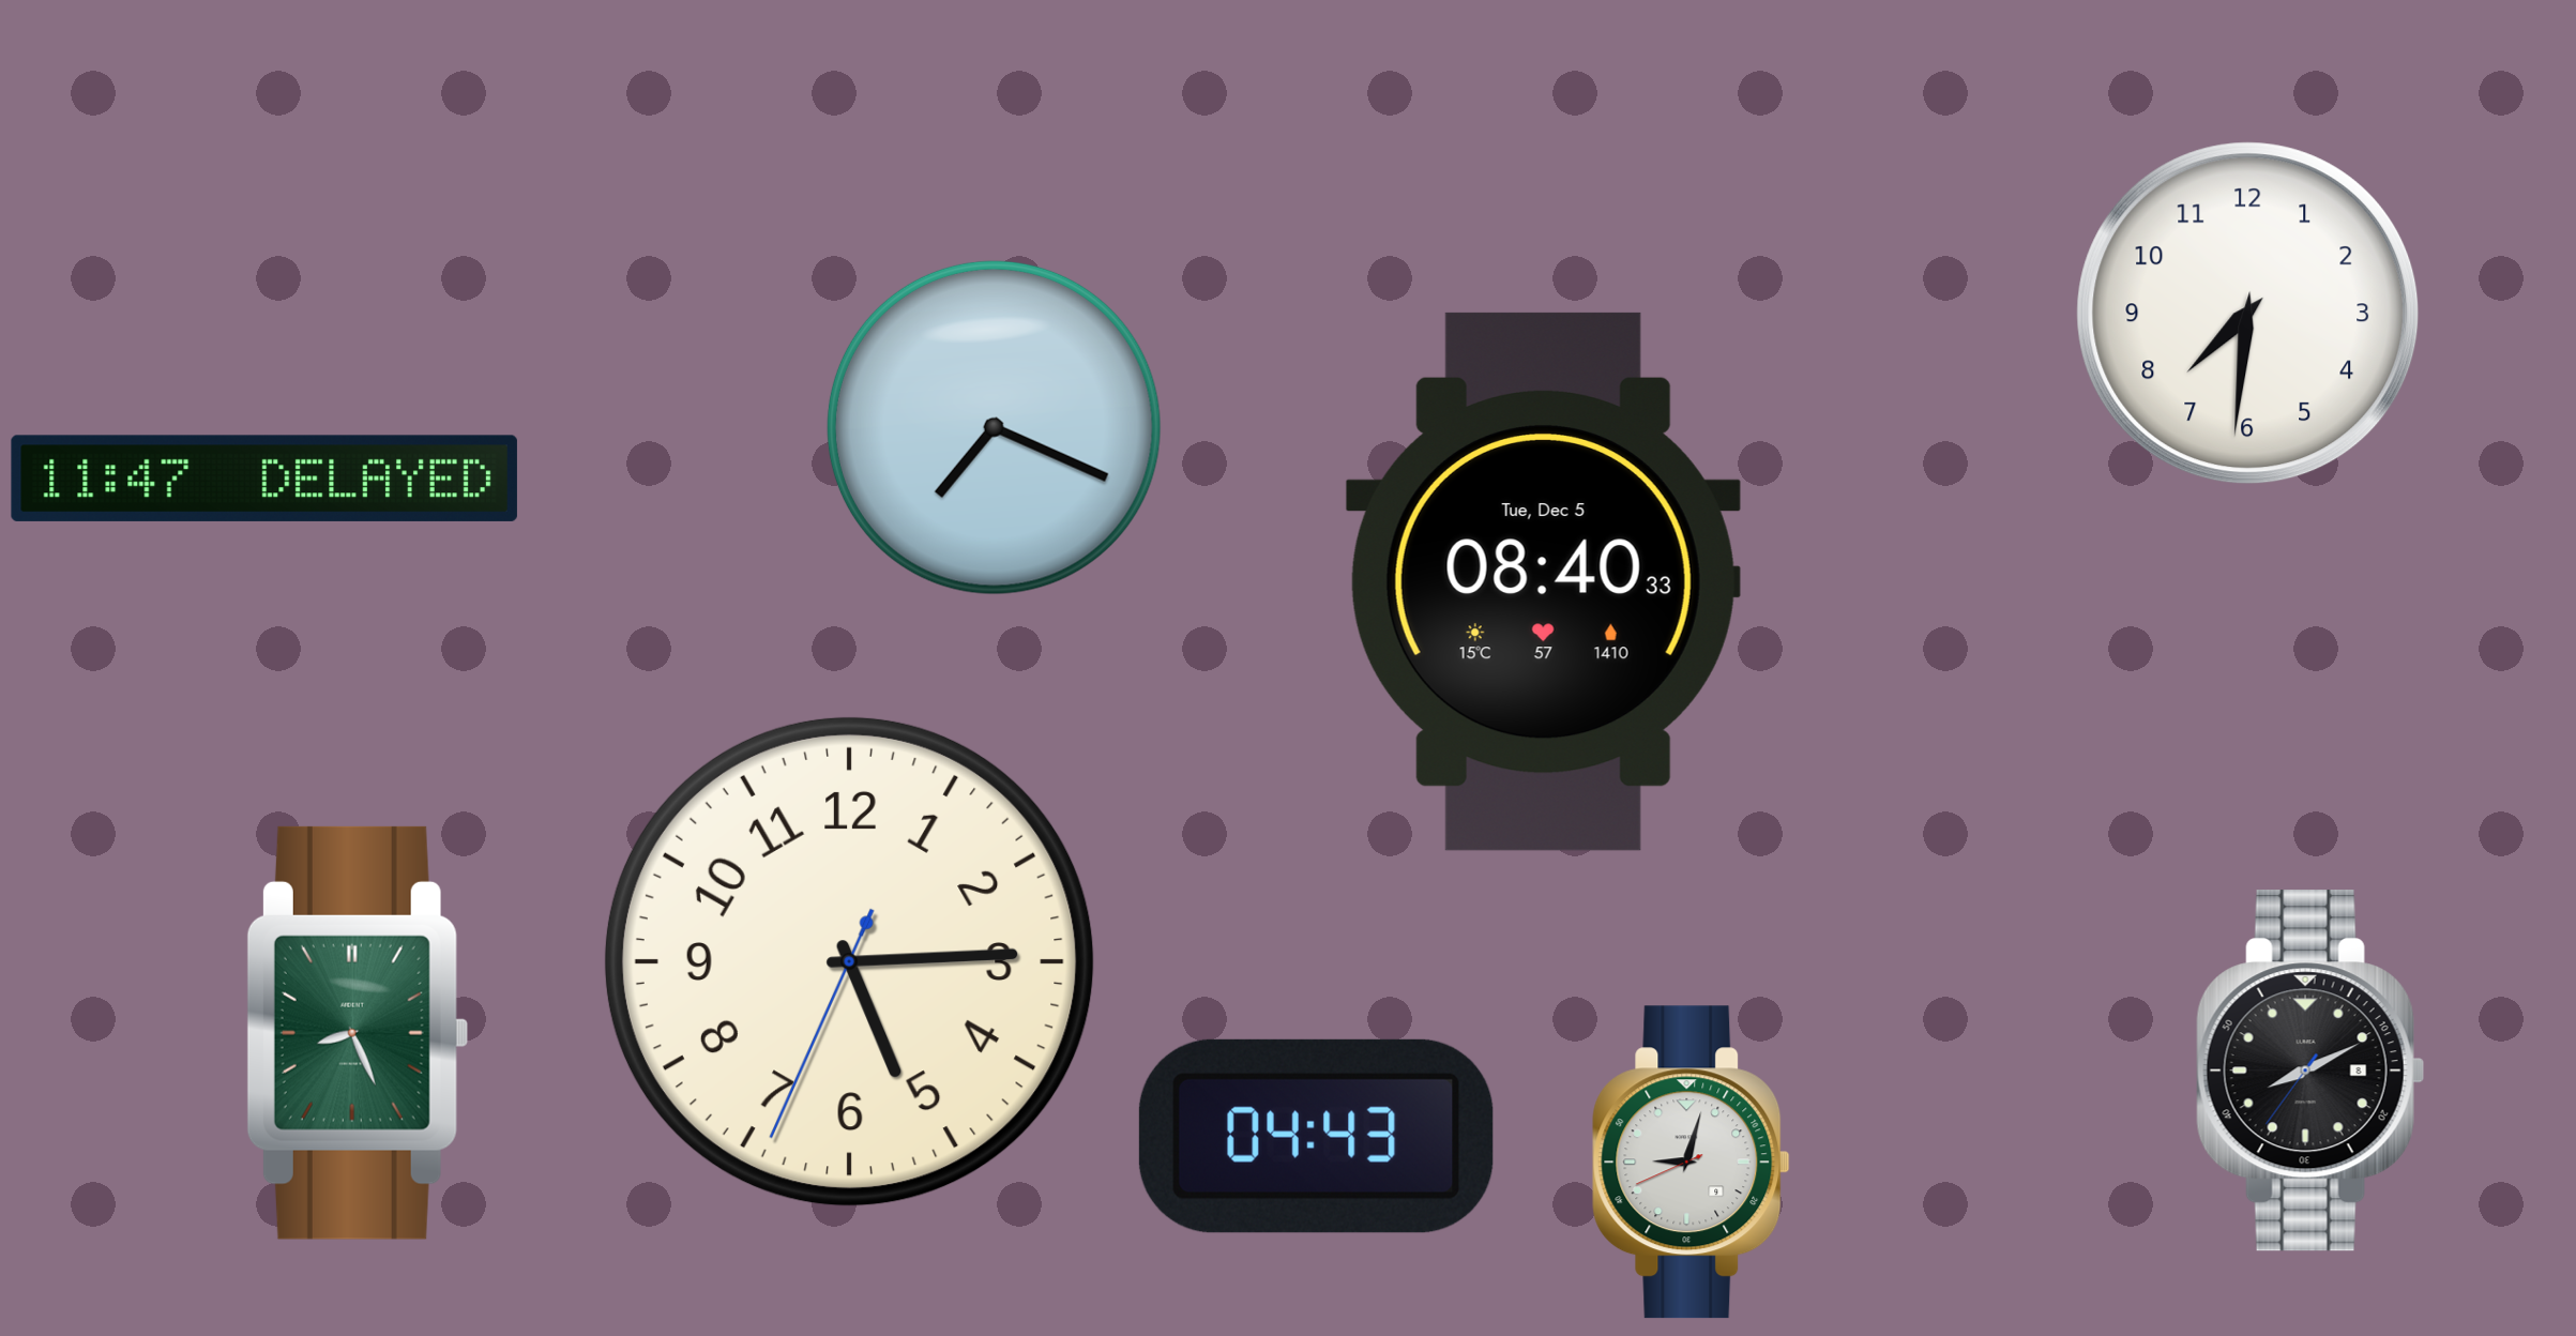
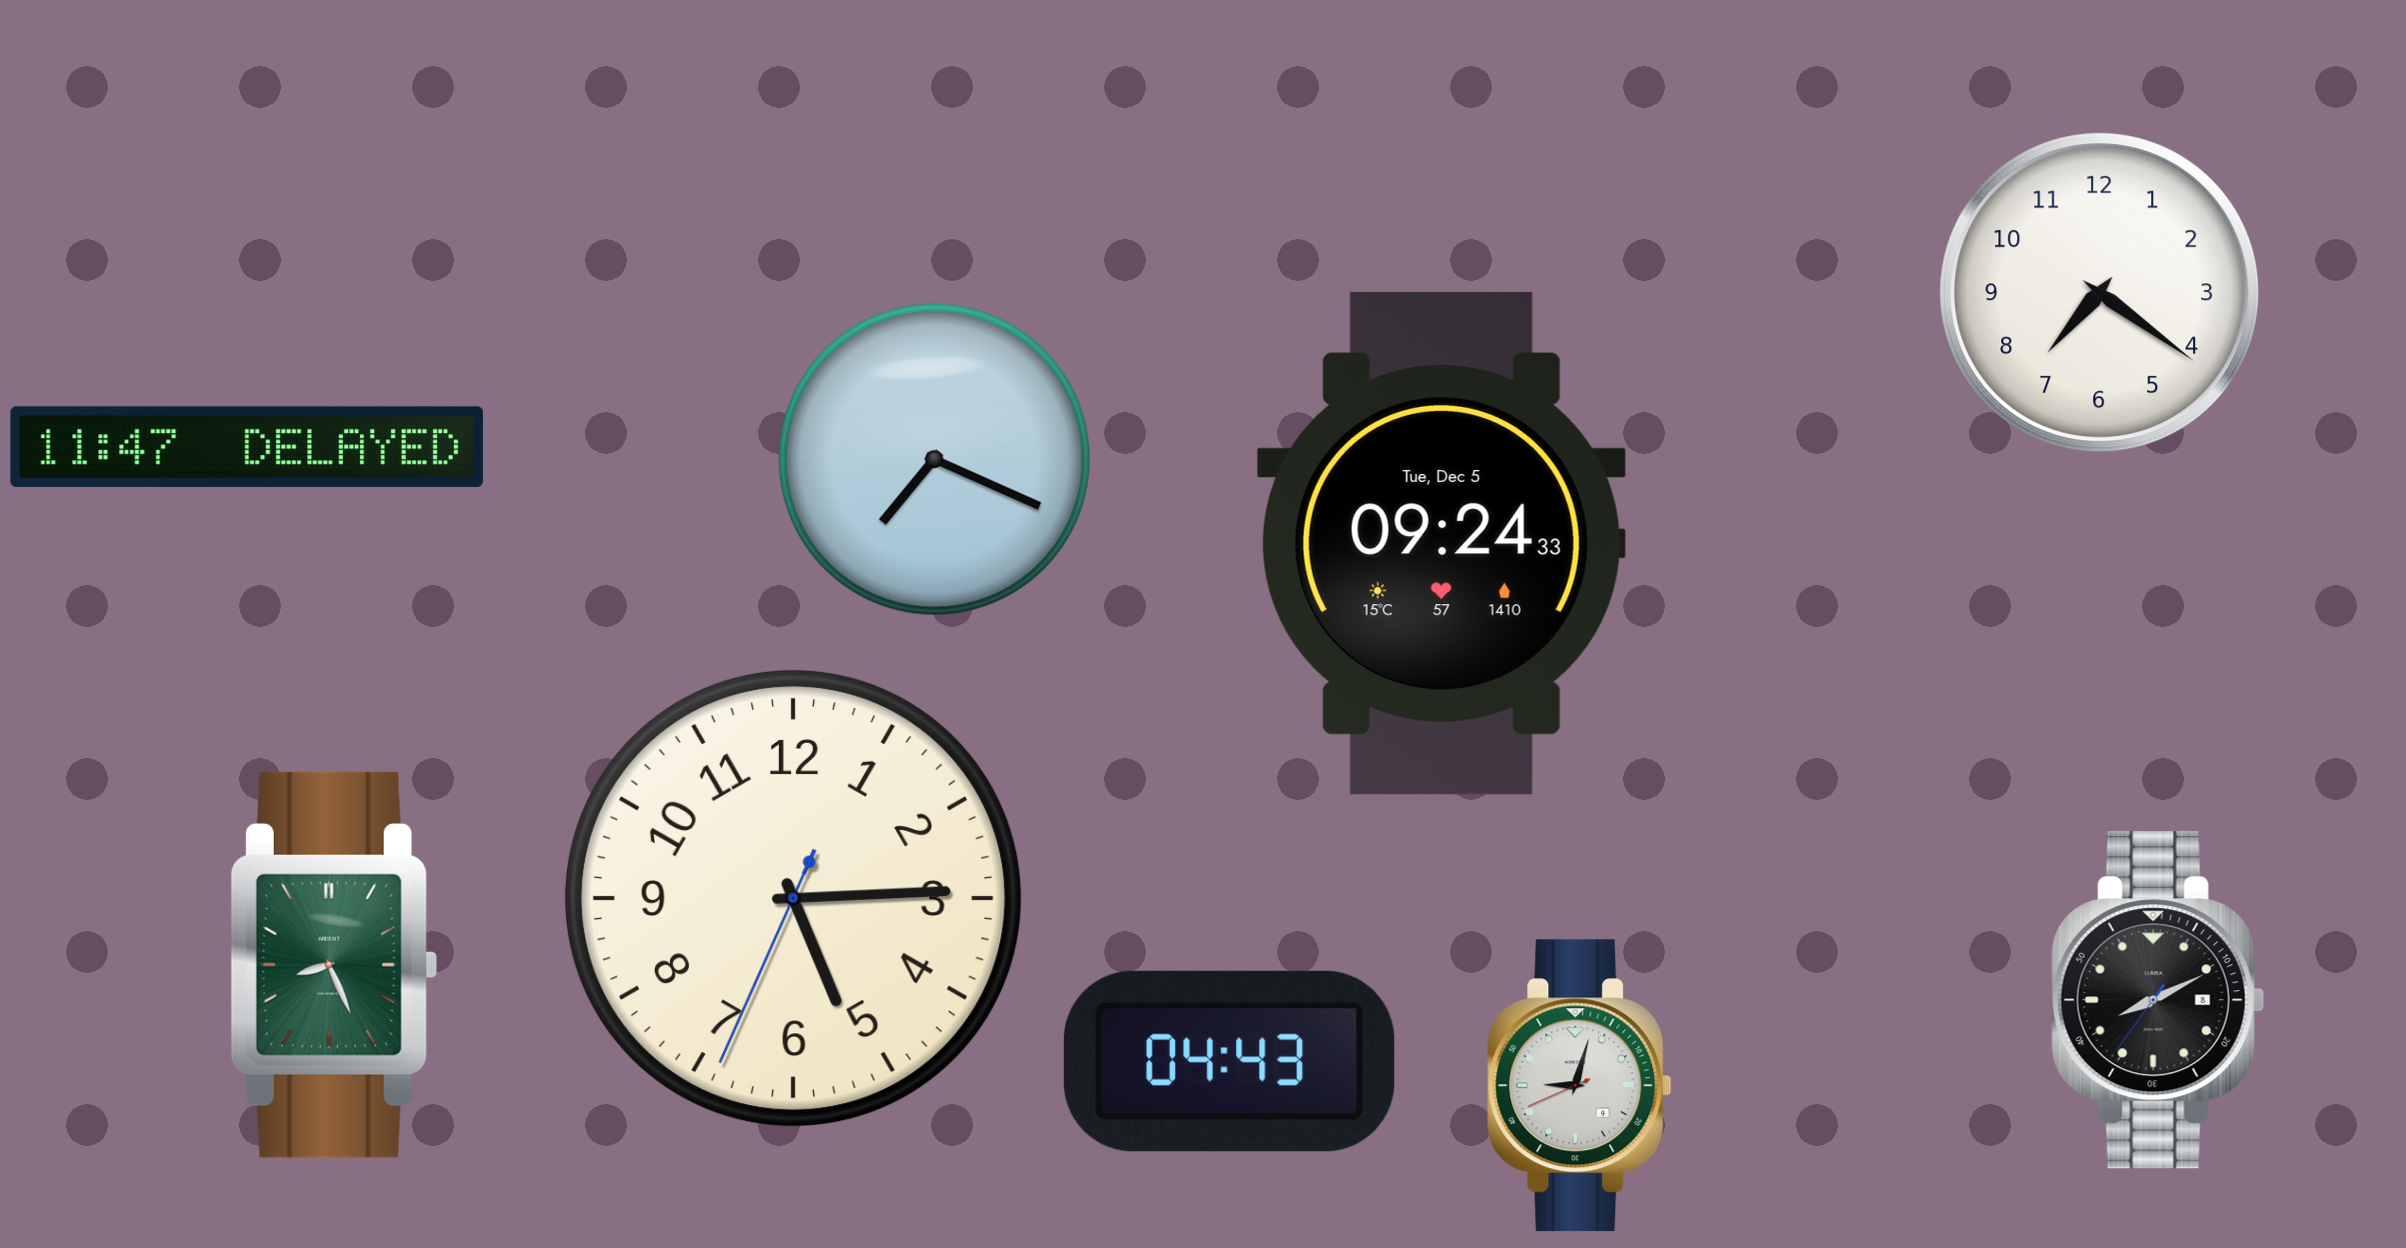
clock at (2248, 314): 7:31 -> 7:21
clock at (994, 427) position: (994, 427) -> (934, 459)
clock at (1543, 581): 08:40 -> 09:24
